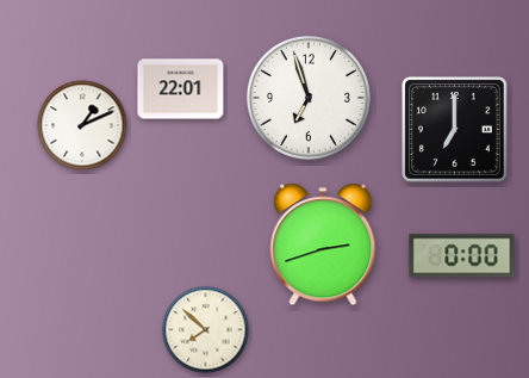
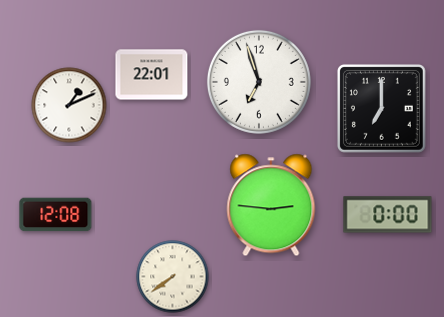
clock at (323, 244): 2:42 -> 2:46
clock at (56, 215): none -> 12:08
clock at (206, 330): 7:52 -> 7:39
